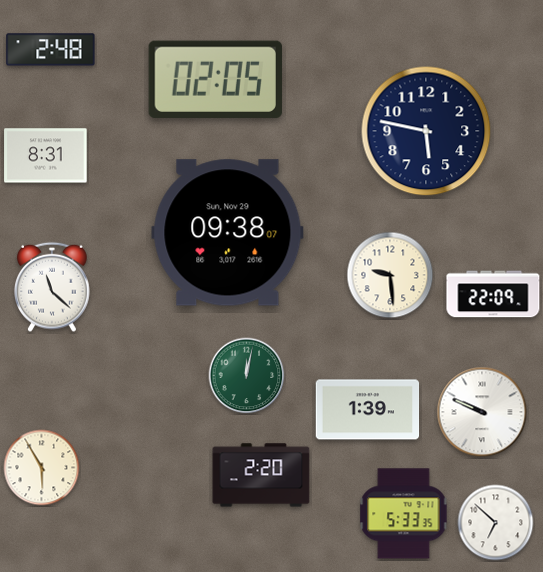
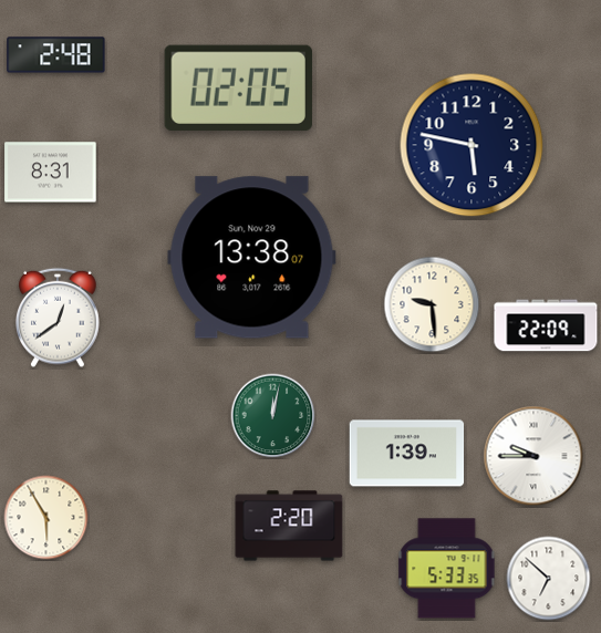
clock at (228, 233): 09:38 -> 13:38
clock at (53, 287): 11:22 -> 12:39
clock at (482, 412): 9:49 -> 9:45
